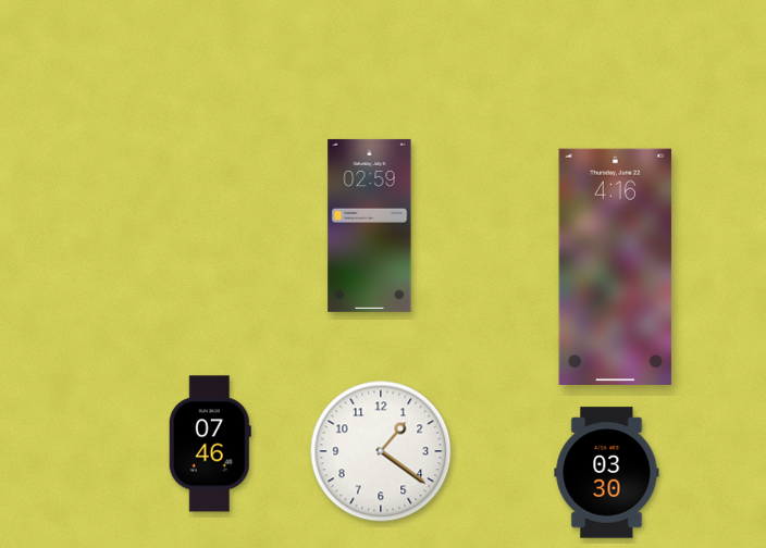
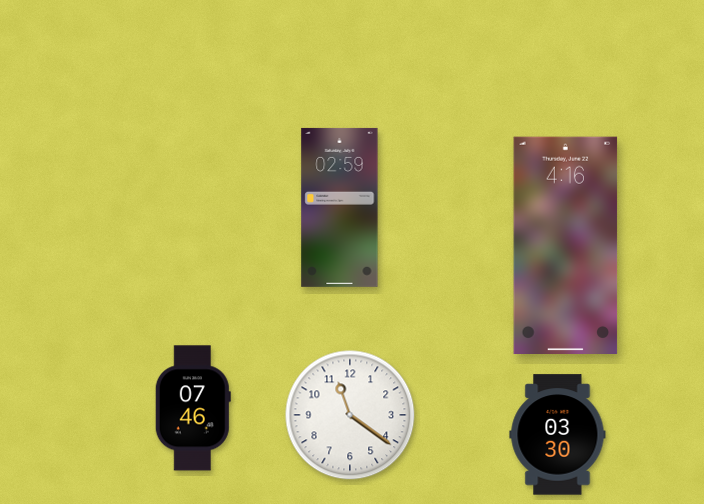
clock at (381, 451): 1:21 -> 11:21
